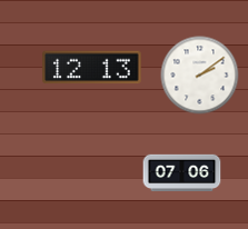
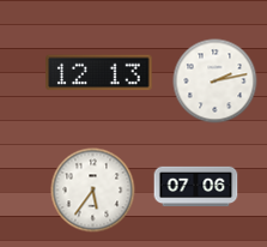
clock at (200, 76): 2:09 -> 2:13
clock at (93, 191): none -> 5:36
